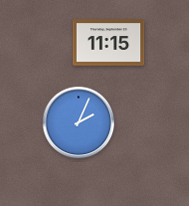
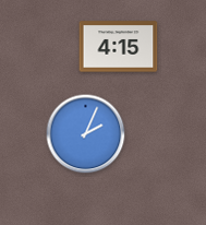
clock at (109, 43): 11:15 -> 4:15
